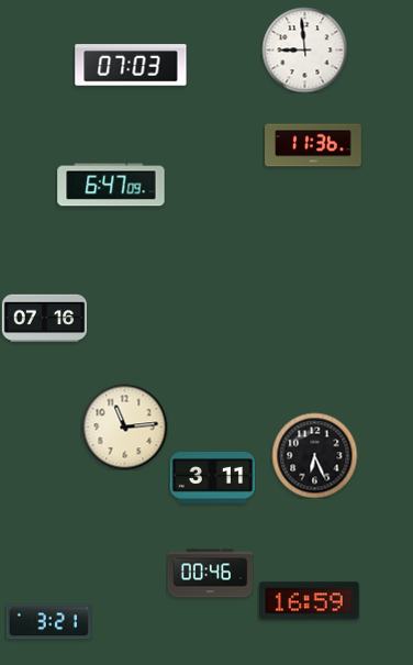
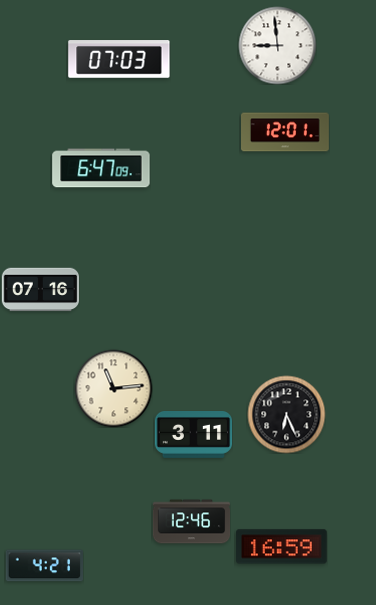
clock at (314, 145): 11:36 -> 12:01
clock at (210, 574): 00:46 -> 12:46
clock at (48, 622): 3:21 -> 4:21
